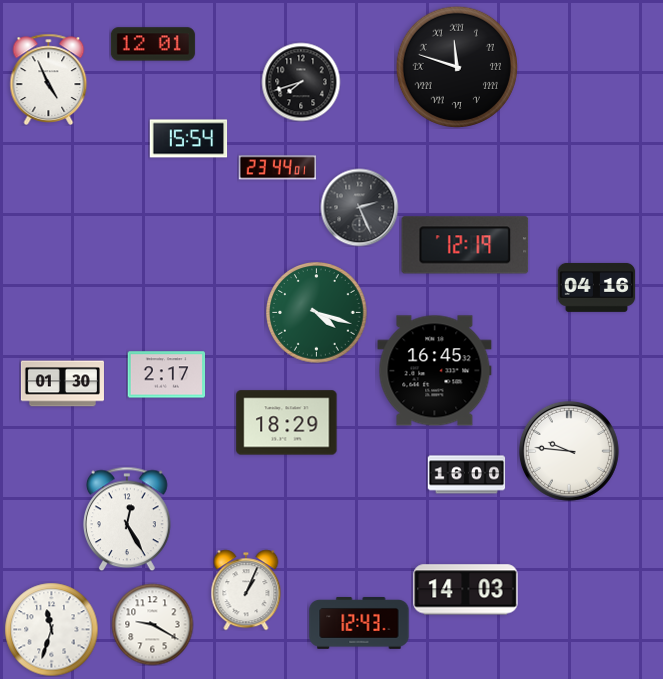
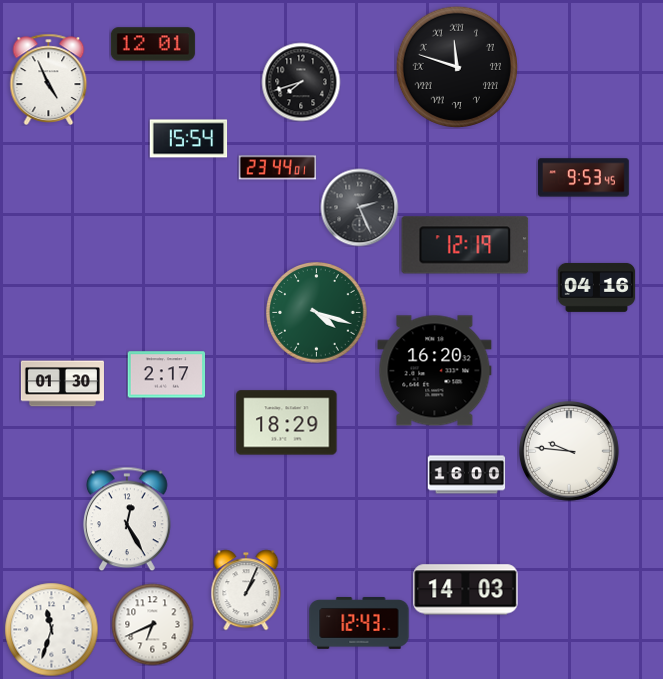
clock at (584, 178): none -> 9:53
clock at (435, 371): 16:45 -> 16:20
clock at (152, 624): 9:20 -> 6:41
